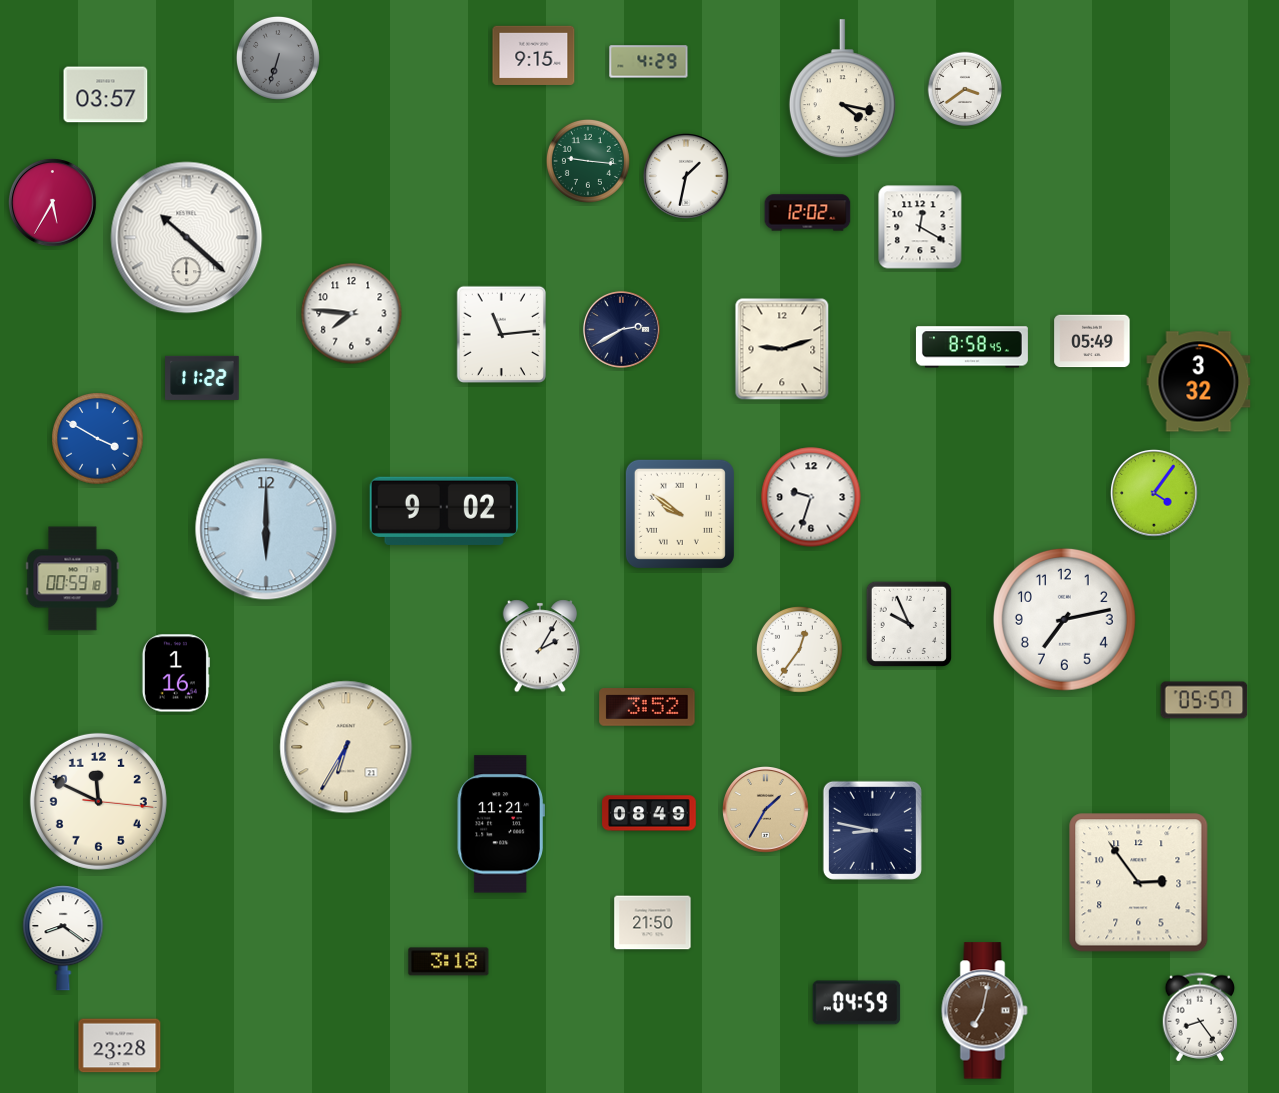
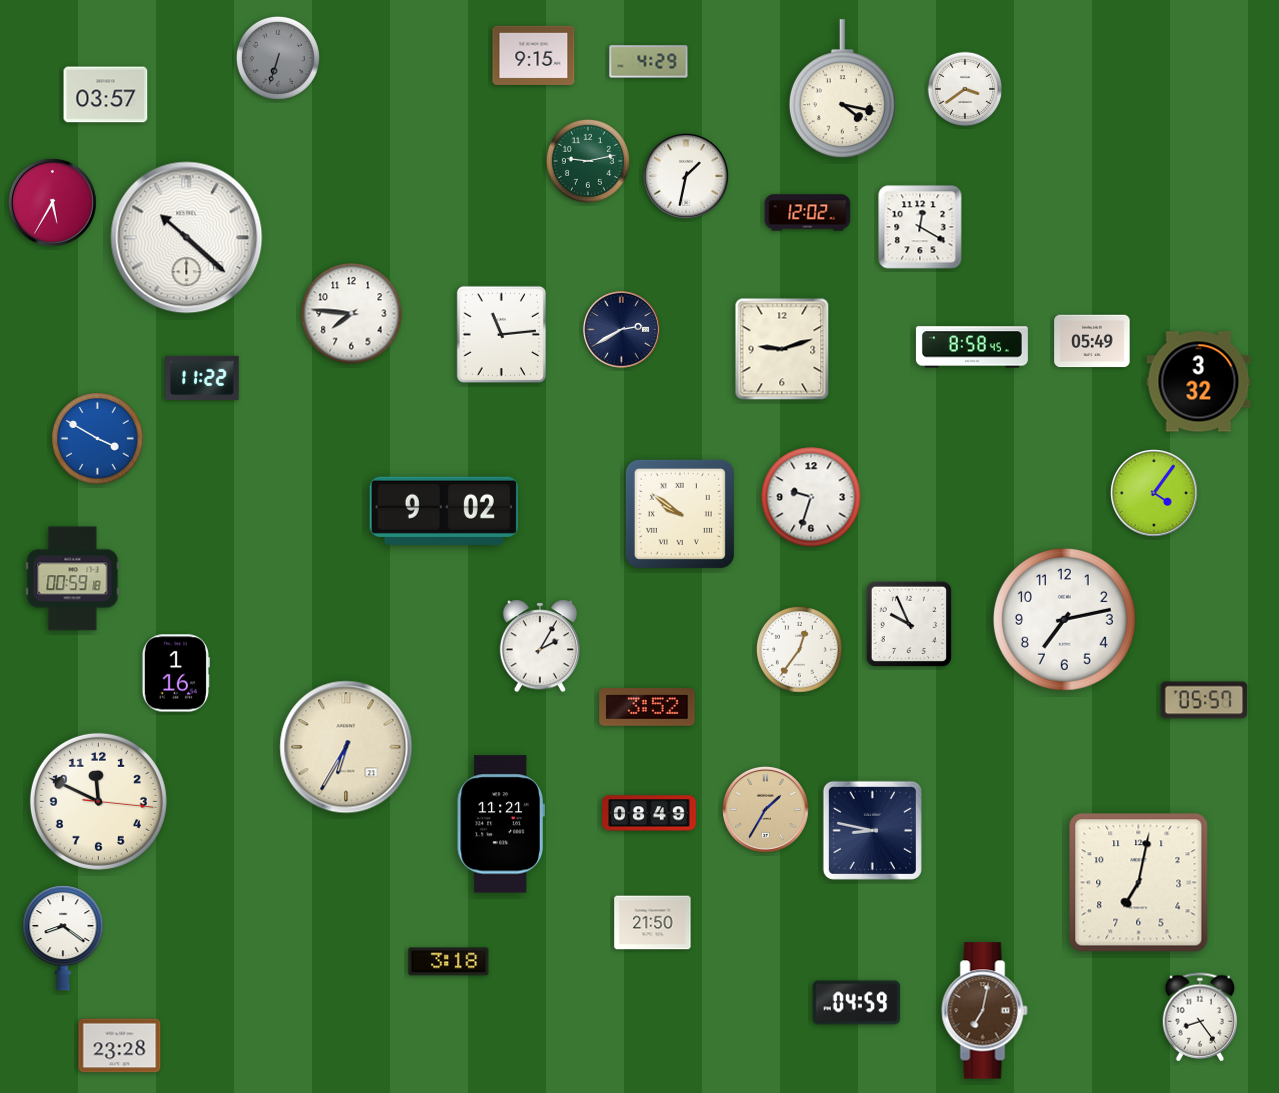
clock at (588, 161): 9:16 -> 9:13
clock at (266, 529): 6:00 -> none
clock at (1139, 883): 2:54 -> 7:02
